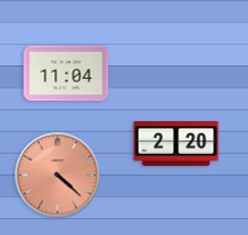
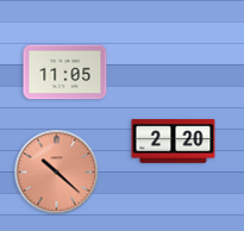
clock at (67, 74): 11:04 -> 11:05
clock at (58, 176): 4:22 -> 10:22
